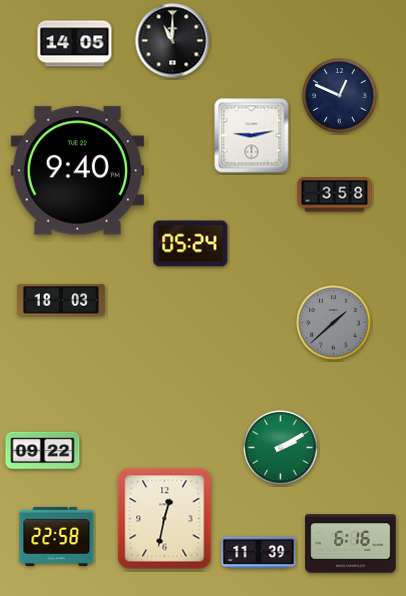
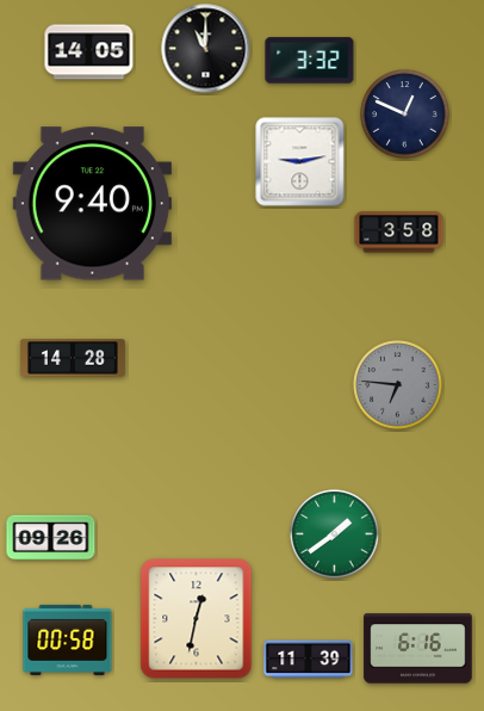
clock at (310, 61): none -> 3:32
clock at (191, 244): 05:24 -> none
clock at (61, 300): 18:03 -> 14:28
clock at (334, 323): 1:38 -> 6:46
clock at (281, 448): 2:10 -> 1:39
clock at (43, 451): 09:22 -> 09:26
clock at (57, 536): 22:58 -> 00:58
